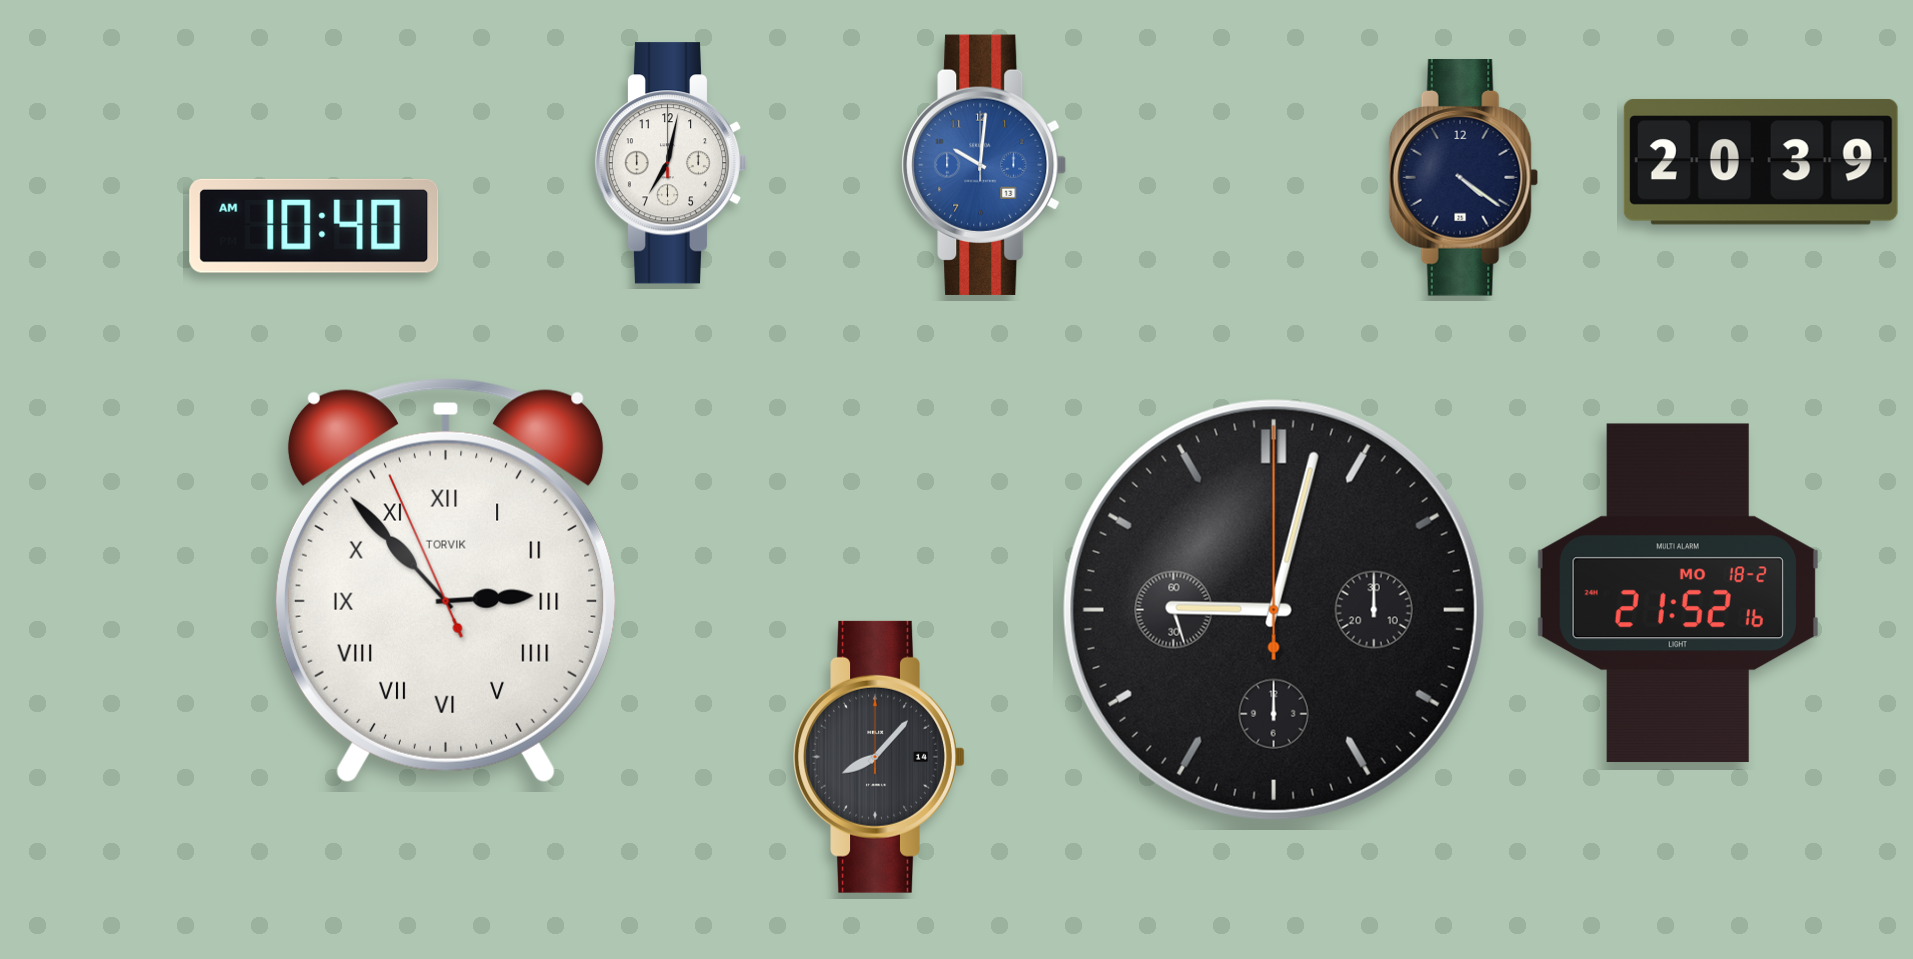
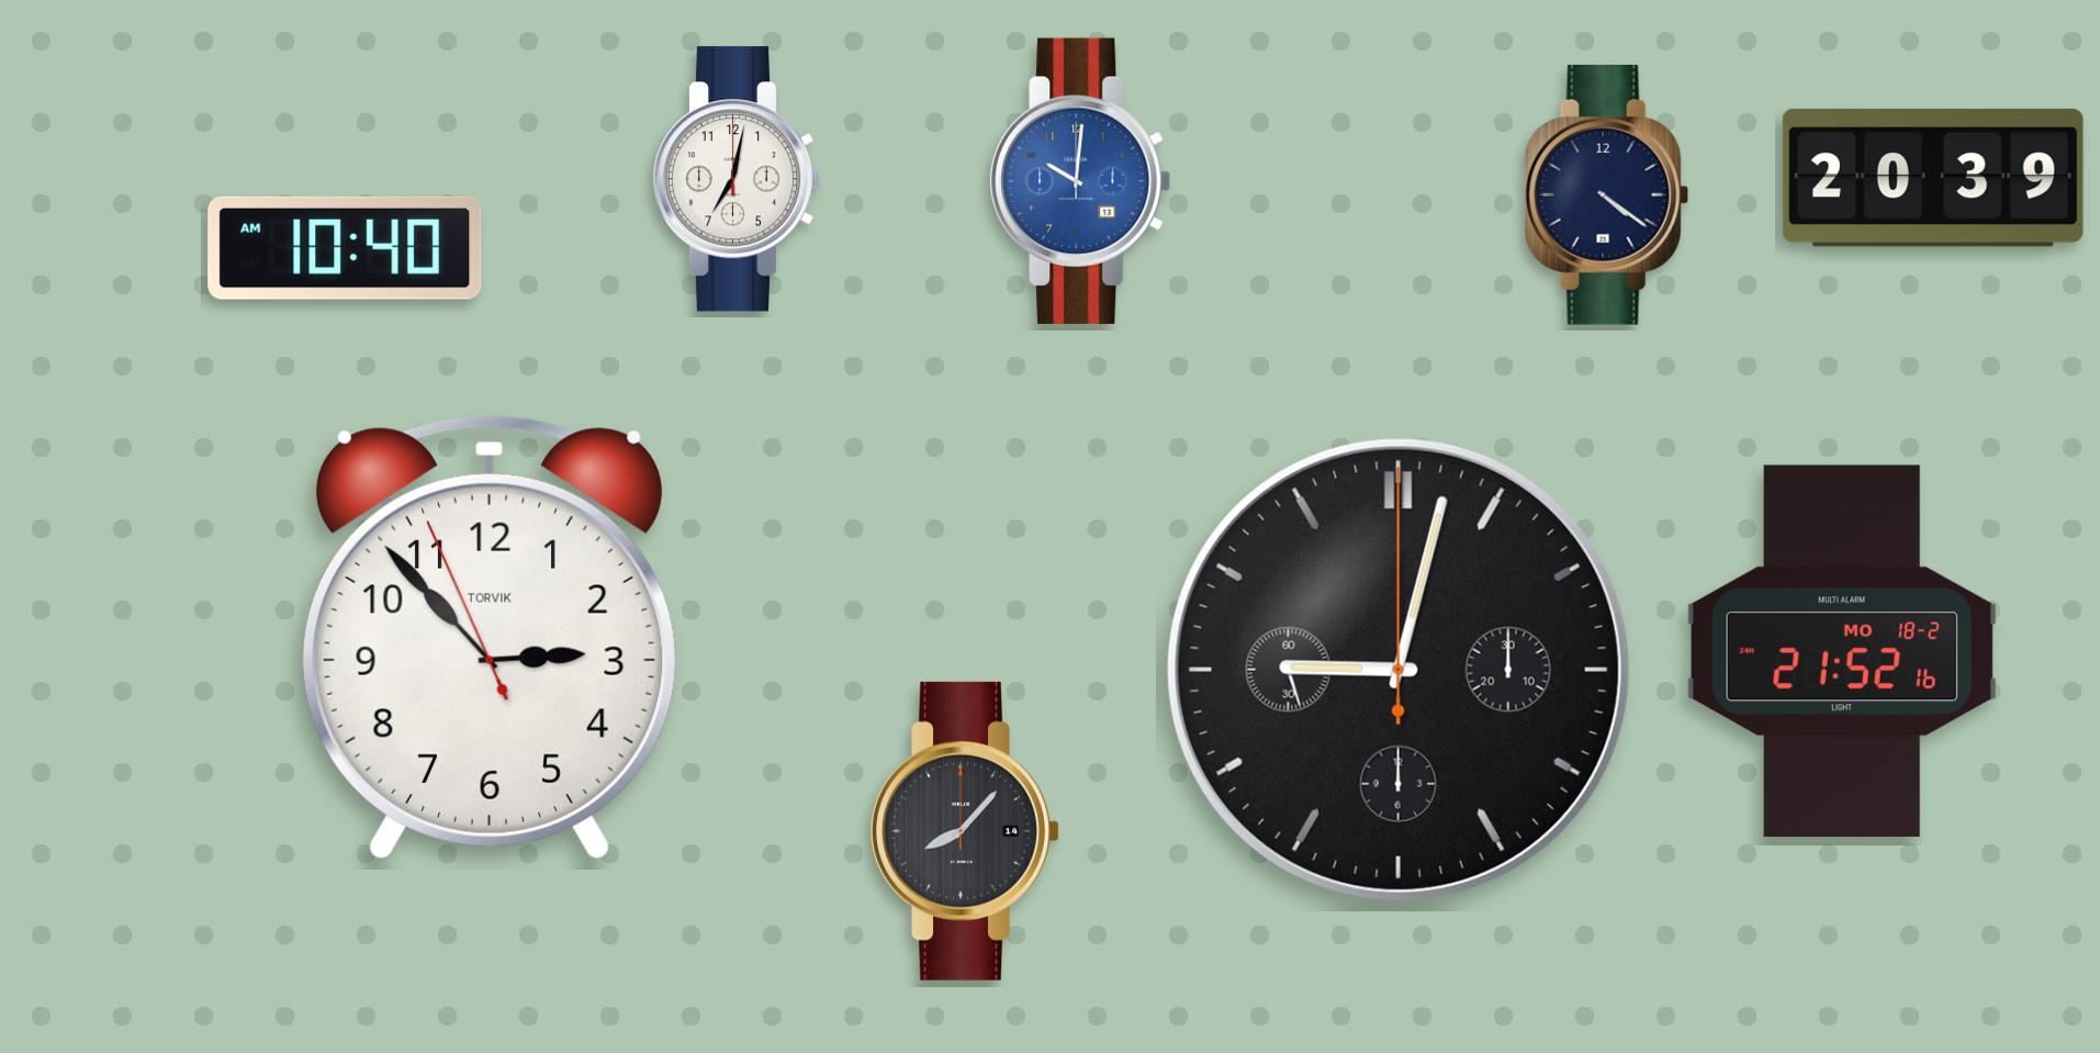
clock at (446, 581) numerals: Roman -> Arabic
